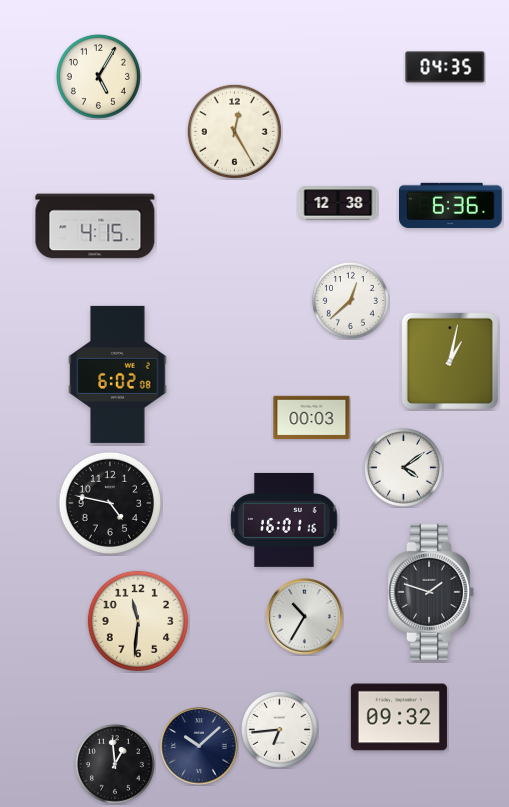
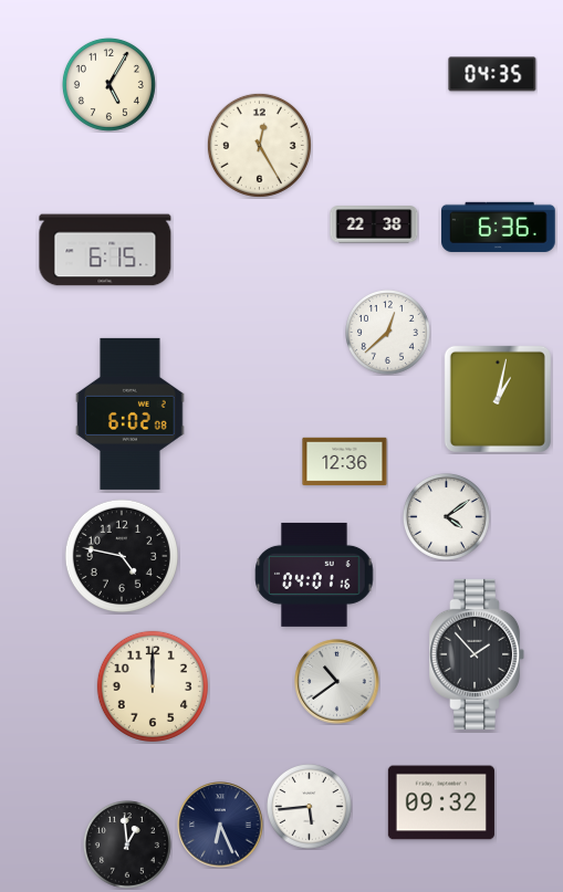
clock at (338, 203): 12:38 -> 22:38
clock at (95, 226): 4:15 -> 6:15
clock at (312, 418): 00:03 -> 12:36
clock at (284, 520): 16:01 -> 04:01
clock at (432, 592): 1:48 -> 1:53
clock at (305, 617): 10:35 -> 10:39
clock at (138, 621): 11:31 -> 12:00
clock at (399, 717) position: (399, 717) -> (441, 802)
clock at (280, 730): 6:44 -> 5:44
clock at (199, 746): 10:08 -> 6:26
